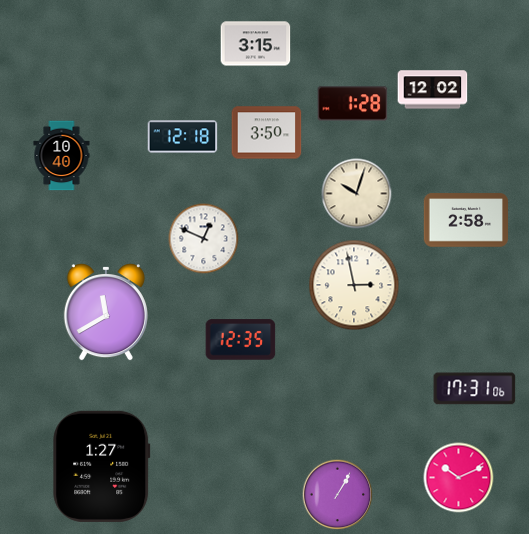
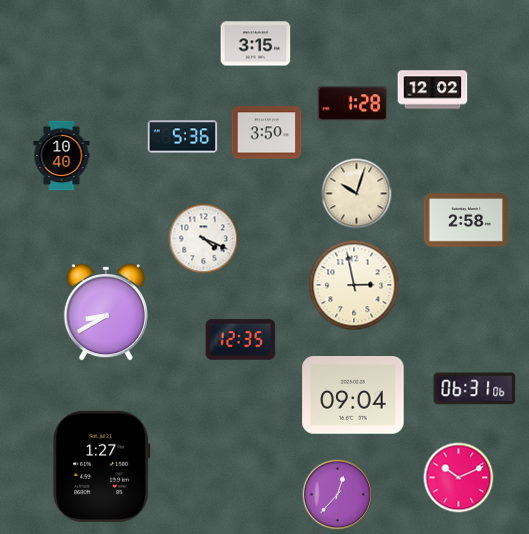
clock at (183, 137): 12:18 -> 5:36
clock at (204, 239): 12:49 -> 4:19
clock at (106, 313): 11:40 -> 8:40
clock at (475, 389): 17:31 -> 06:31
clock at (353, 396): none -> 09:04
clock at (338, 495): 1:05 -> 12:37
